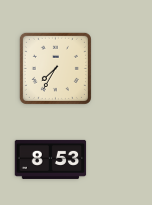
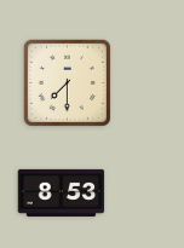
clock at (55, 68): 7:35 -> 7:30
